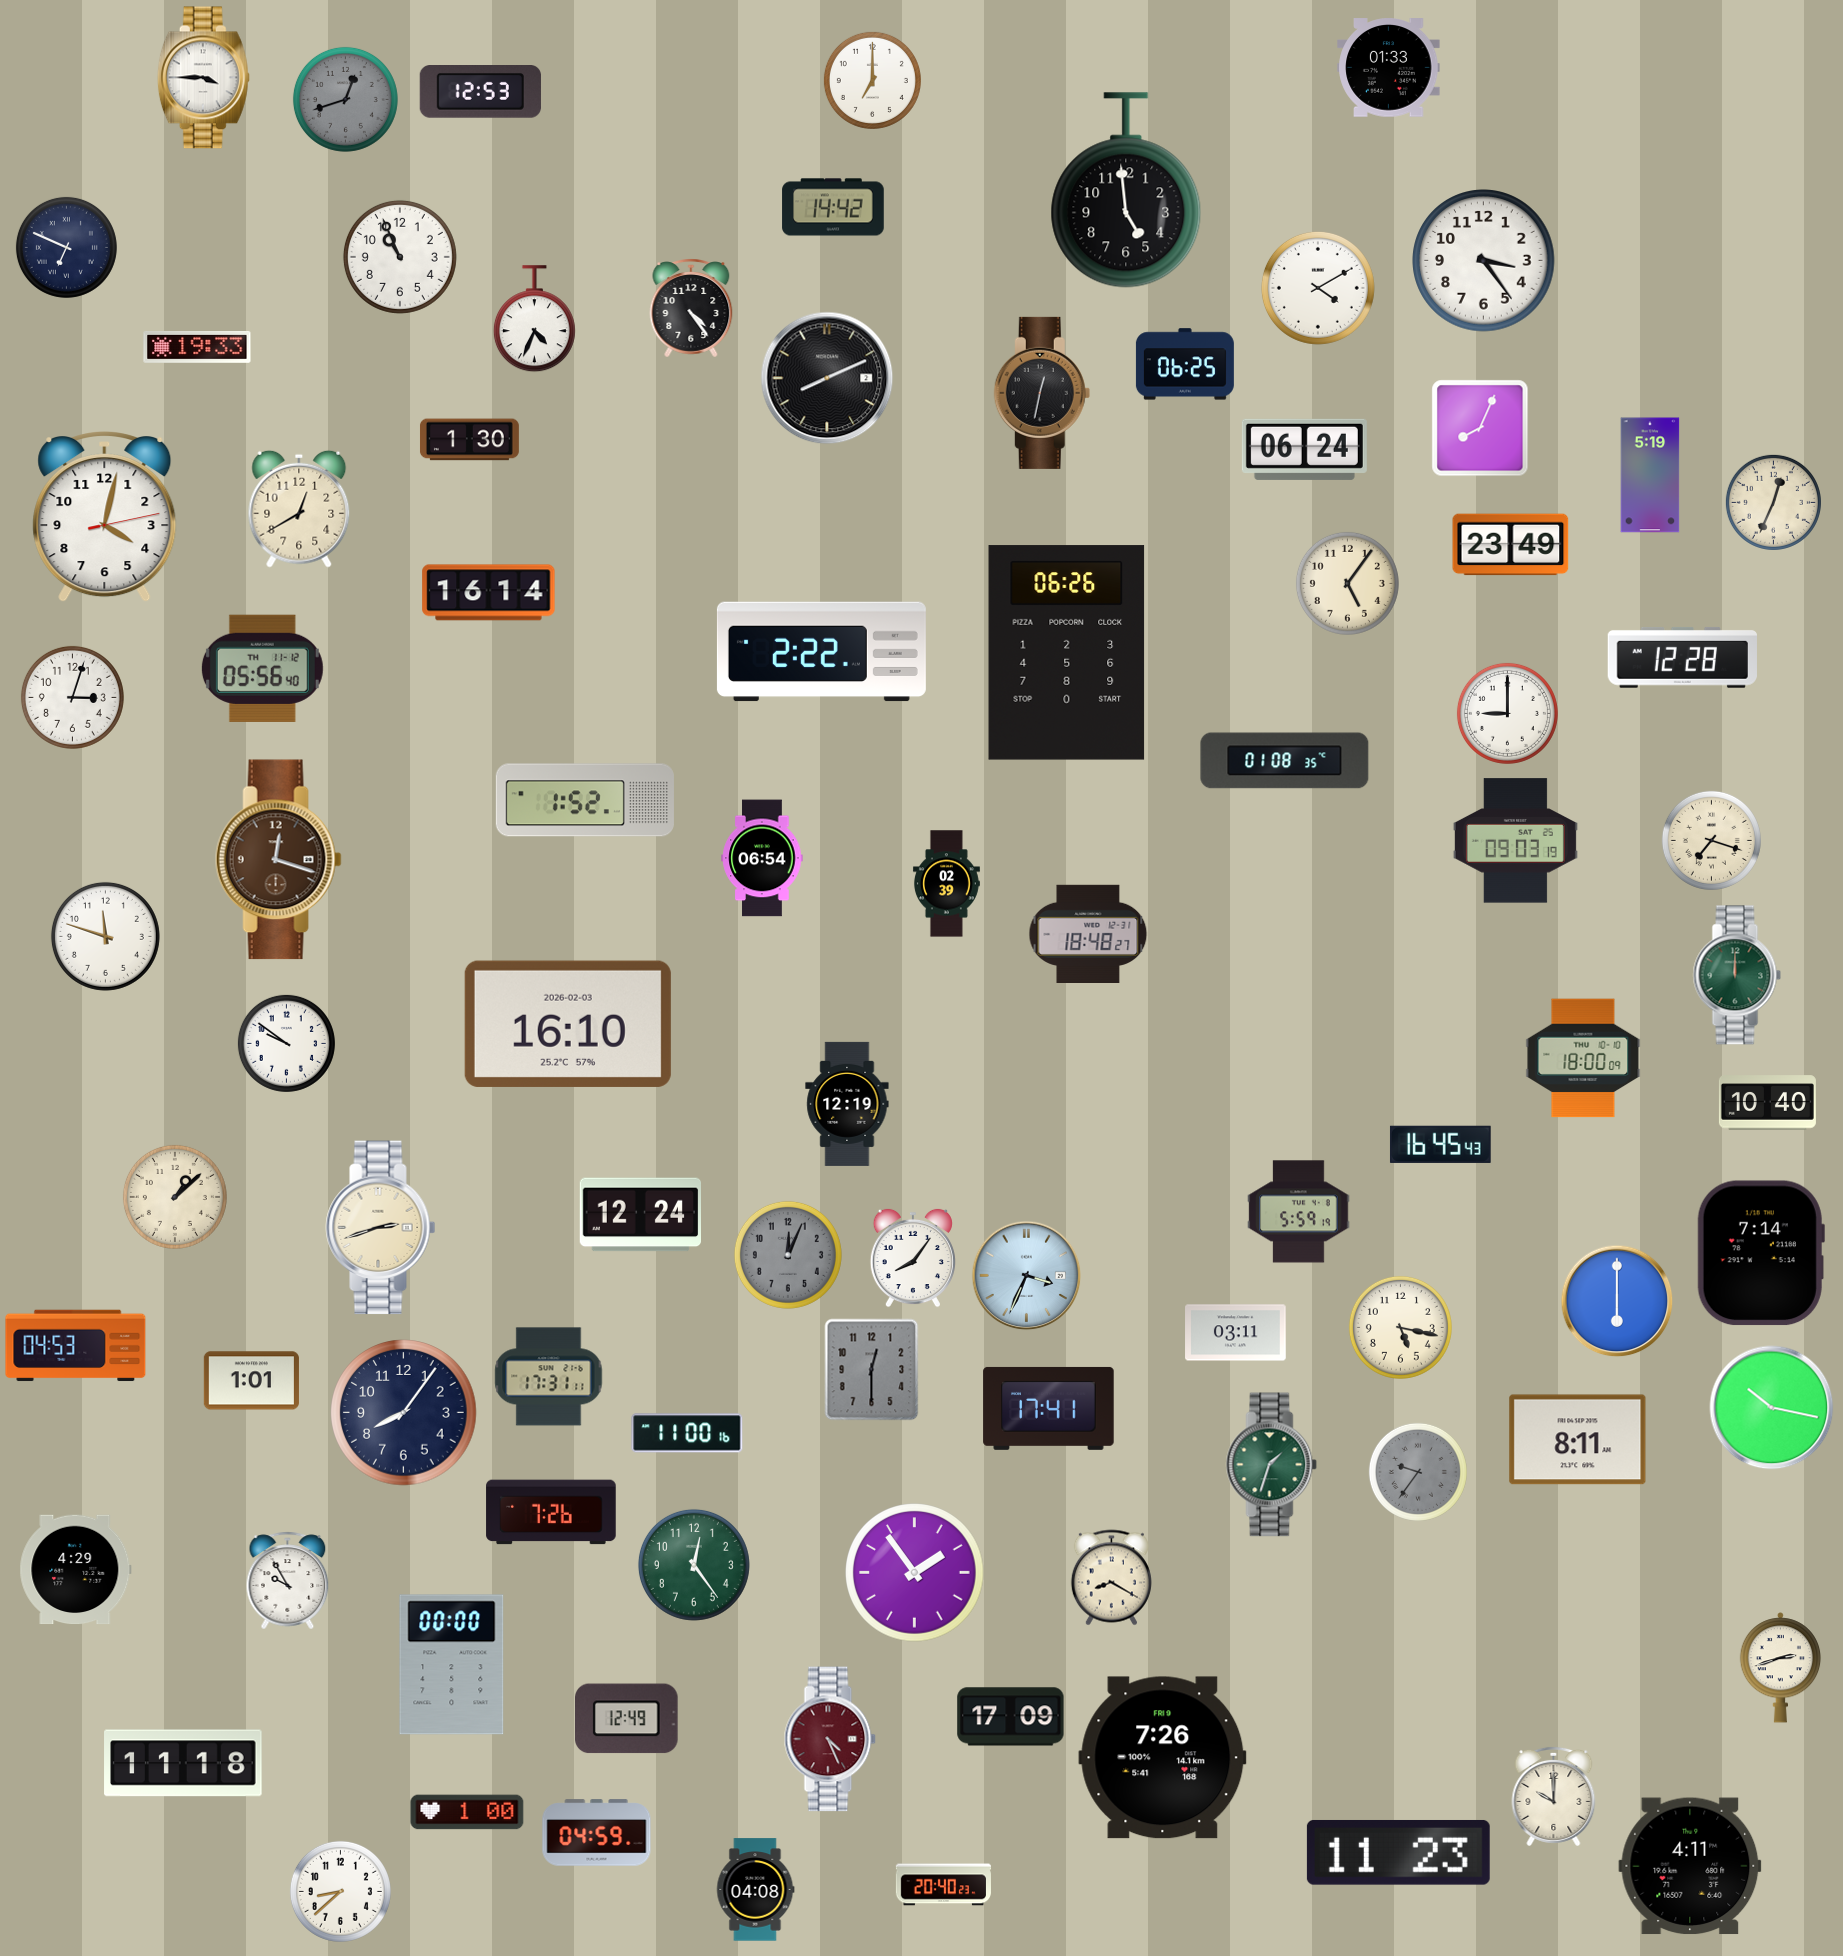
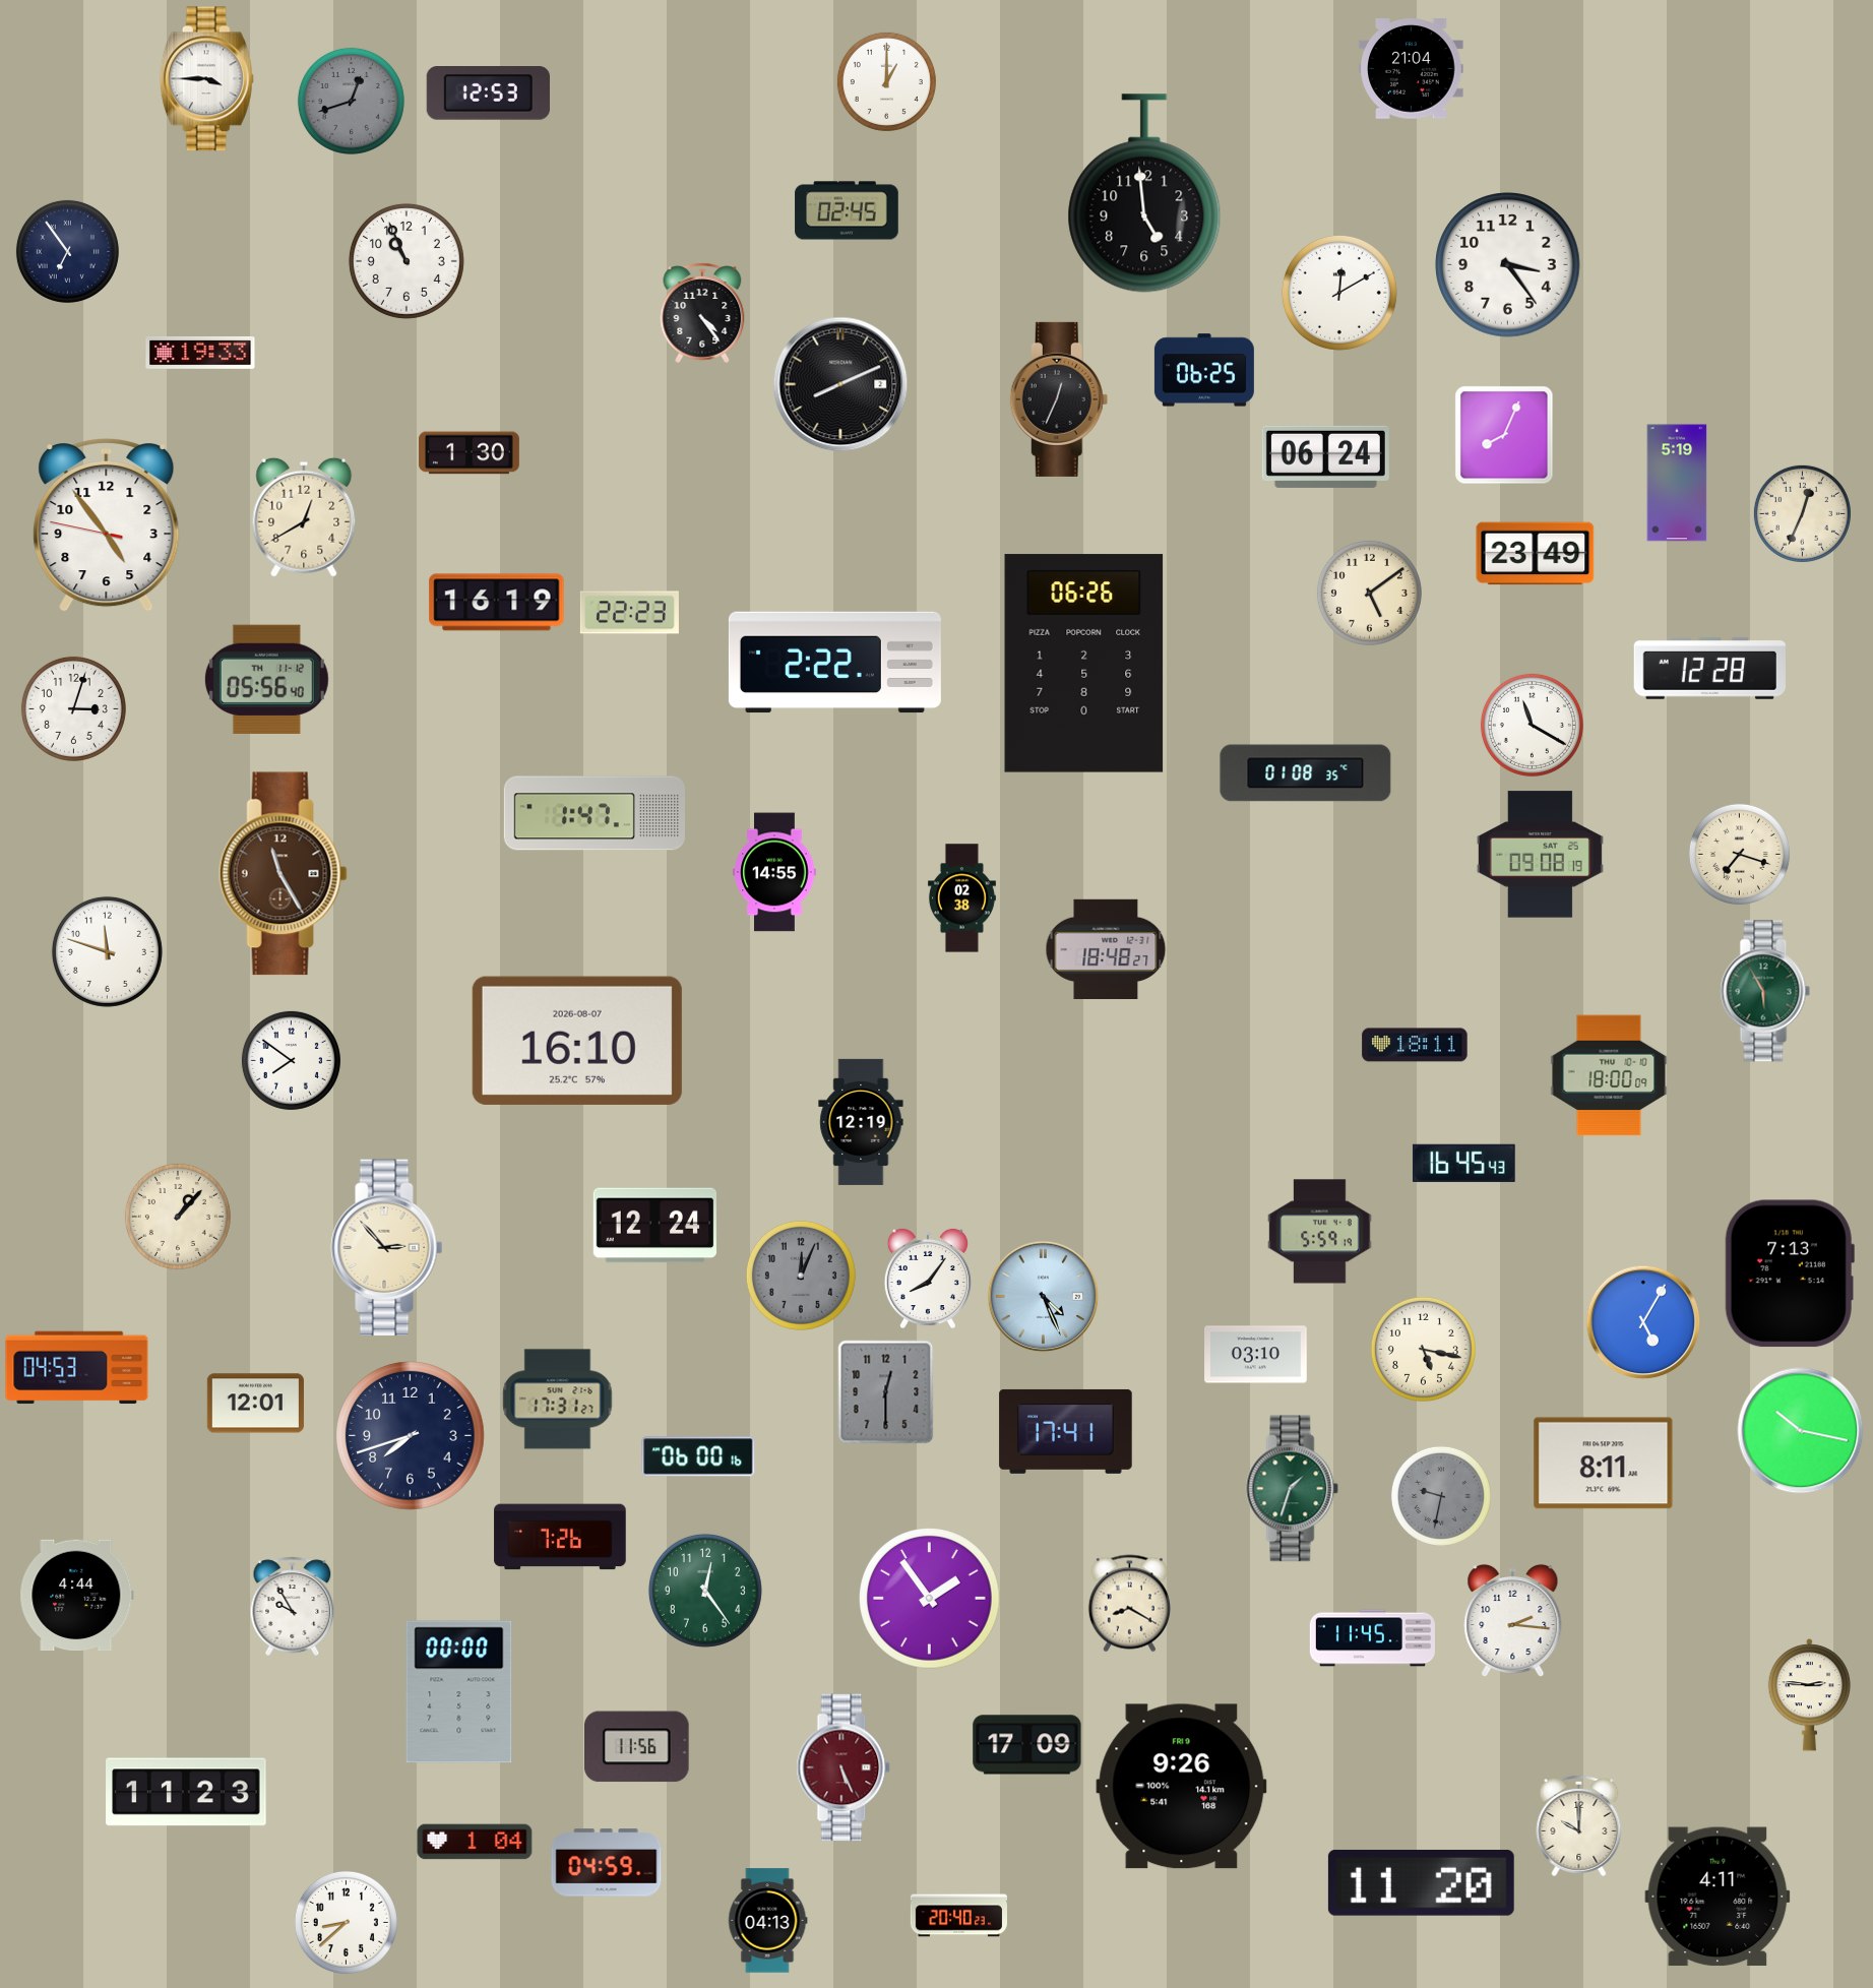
clock at (1389, 68): 01:33 -> 21:04
clock at (872, 80): 7:00 -> 1:00
clock at (833, 207): 14:42 -> 02:45
clock at (66, 247): 6:49 -> 6:54
clock at (1318, 288): 4:10 -> 12:10
clock at (534, 319): 4:34 -> none
clock at (1042, 393): 12:32 -> 12:34
clock at (469, 440) position: (469, 440) -> (469, 453)
clock at (1773, 502) position: (1773, 502) -> (1802, 513)
clock at (105, 518): 4:02 -> 4:53
clock at (1347, 583): 5:06 -> 5:09
clock at (489, 593): 16:14 -> 16:19
clock at (629, 613): none -> 22:23
clock at (1507, 713): 9:00 -> 11:20
clock at (585, 800): 1:52 -> 1:47
clock at (1515, 841): 09:03 -> 09:08
clock at (762, 858): 06:54 -> 14:55
clock at (278, 860): 12:18 -> 11:25
clock at (946, 884): 02:39 -> 02:38
clock at (1737, 975): 12:00 -> 5:55
clock at (568, 1024) date: 2026-02-03 -> 2026-08-07
clock at (1415, 1045): none -> 18:11
clock at (286, 1043): 9:51 -> 7:51
clock at (1767, 1103): 10:40 -> none
clock at (175, 1197): 1:08 -> 1:07
clock at (640, 1215) position: (640, 1215) -> (654, 1226)
clock at (381, 1228): 2:42 -> 2:53
clock at (1761, 1253): 7:14 -> 7:13
clock at (1027, 1276): 3:34 -> 4:26
clock at (1617, 1301): 6:00 -> 5:05
clock at (1236, 1333): 03:11 -> 03:10
clock at (549, 1377): 17:31:11 -> 17:31:27
clock at (251, 1381): 1:01 -> 12:01
clock at (404, 1413): 8:06 -> 7:42
clock at (687, 1433): 11:00 -> 06:00
clock at (1418, 1472): 9:36 -> 9:32
clock at (76, 1570): 4:29 -> 4:44
clock at (1513, 1621): none -> 2:16
clock at (1372, 1638): none -> 11:45
clock at (1781, 1668): 2:42 -> 2:46
clock at (627, 1719): 12:49 -> 11:56
clock at (830, 1739): 4:26 -> 5:26
clock at (1163, 1758): 7:26 -> 9:26
clock at (183, 1763): 11:18 -> 11:23
clock at (467, 1812): 1:00 -> 1:04
clock at (1398, 1852): 11:23 -> 11:20
clock at (755, 1890): 04:08 -> 04:13
